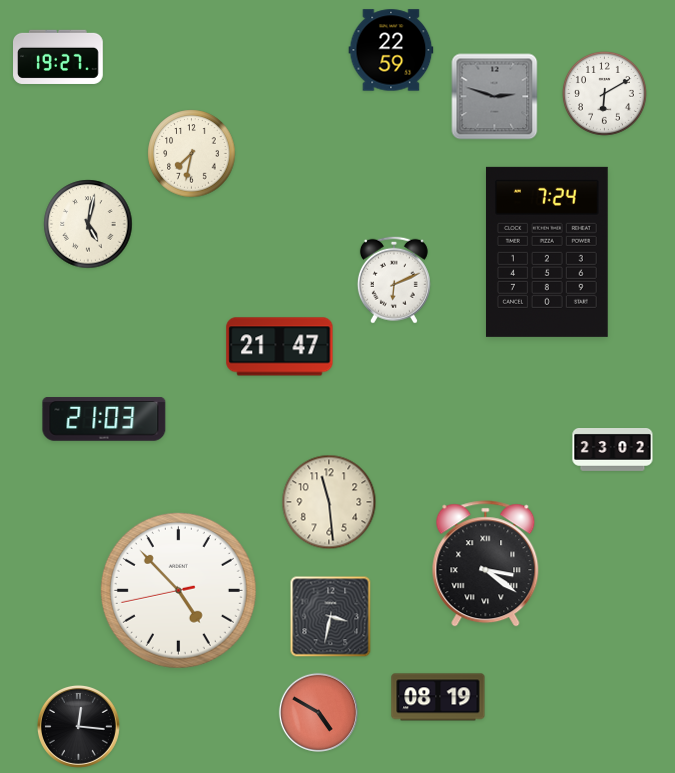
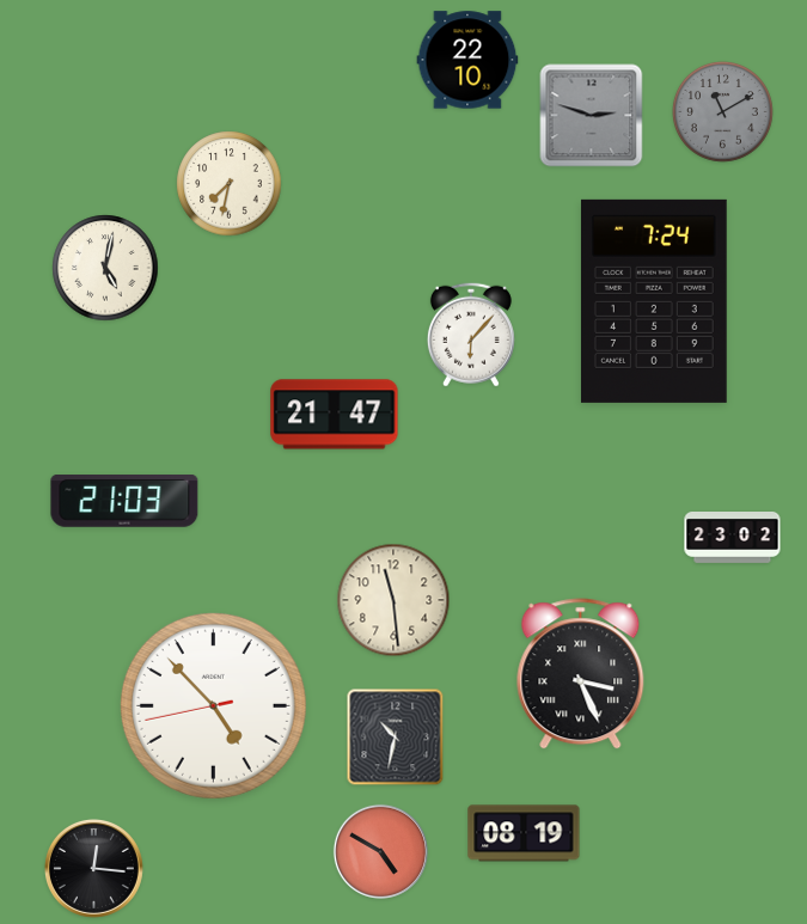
clock at (391, 50): 22:59 -> 22:10
clock at (59, 57): 19:27 -> none
clock at (604, 93): 6:10 -> 11:10
clock at (604, 93) dial: white -> grey
clock at (394, 280): 6:11 -> 6:07
clock at (486, 564): 3:21 -> 3:26
clock at (331, 617): 3:32 -> 10:32
